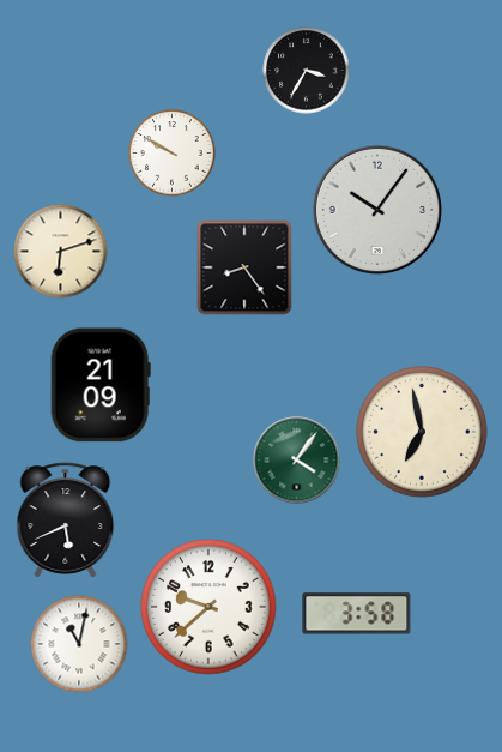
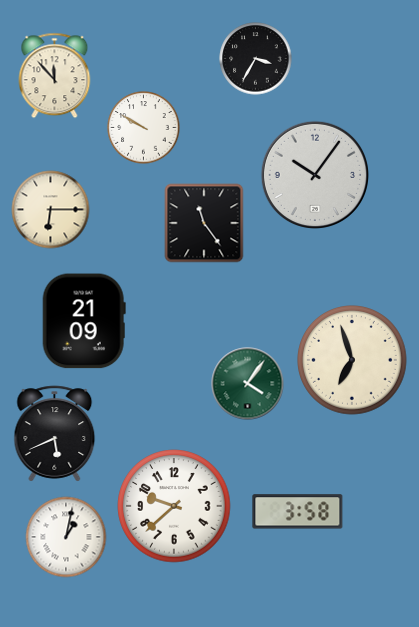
clock at (55, 76): none -> 11:53
clock at (61, 252): 6:12 -> 6:15
clock at (244, 267): 8:24 -> 11:24
clock at (423, 433): 6:58 -> 6:57
clock at (79, 644): 11:02 -> 1:02
